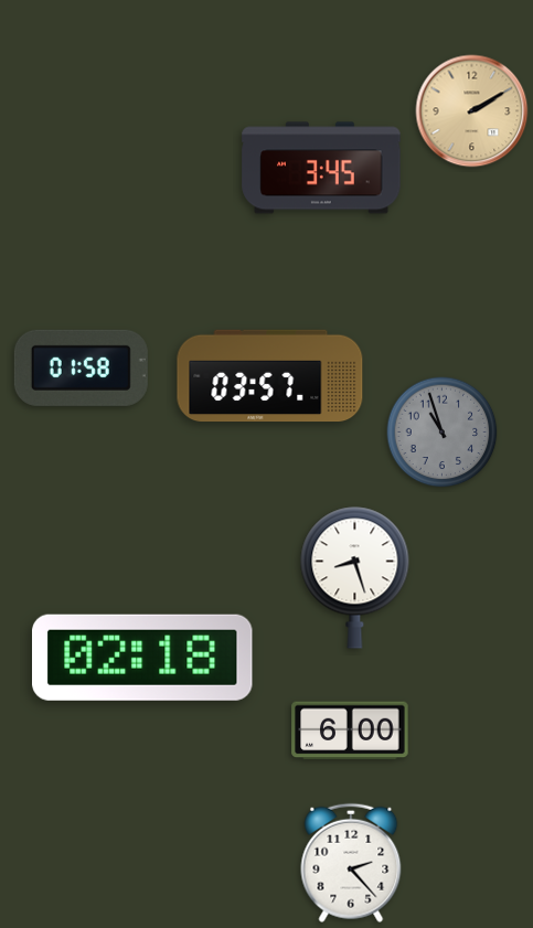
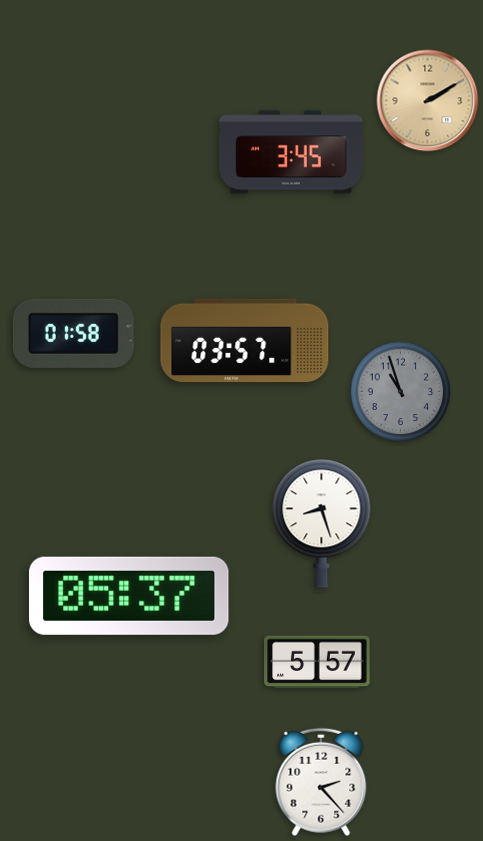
clock at (142, 658): 02:18 -> 05:37
clock at (350, 730): 6:00 -> 5:57
clock at (351, 863) position: (351, 863) -> (321, 782)
